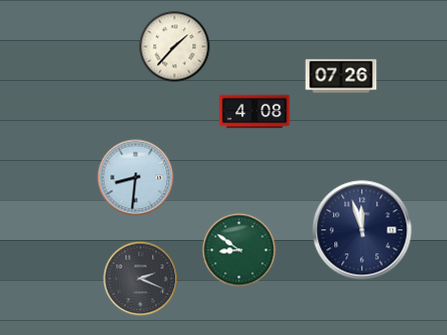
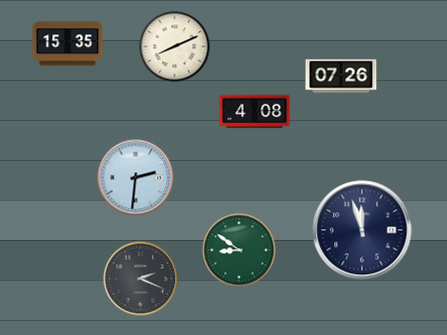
clock at (68, 44): none -> 15:35
clock at (175, 47): 1:37 -> 8:11
clock at (136, 178): 8:31 -> 2:31
